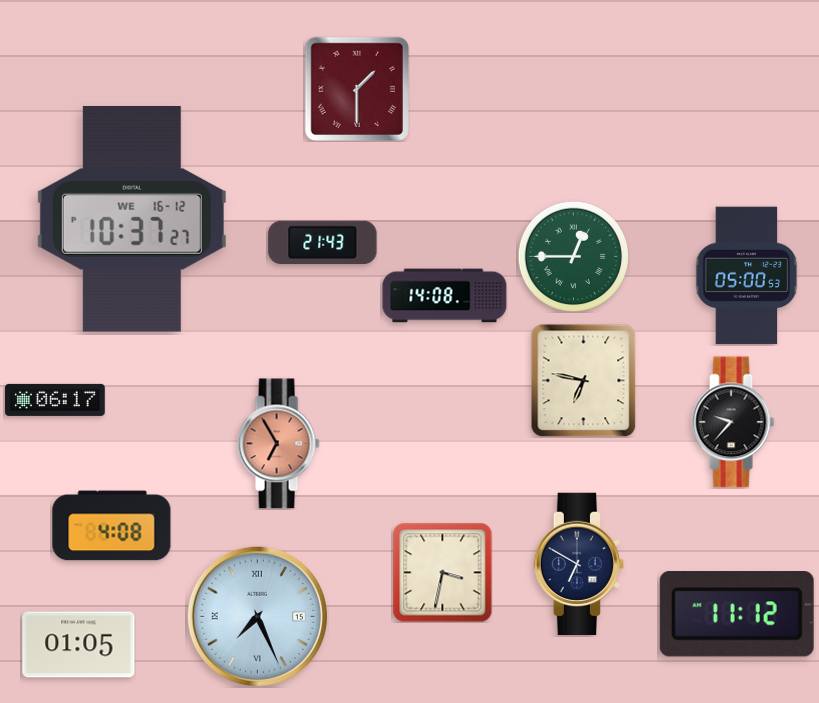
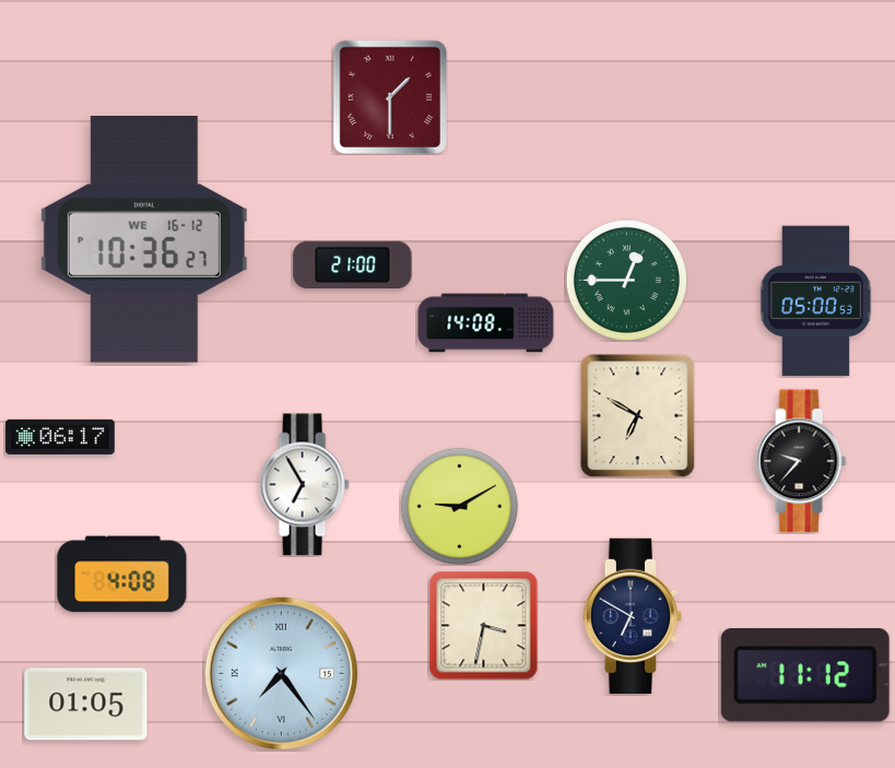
clock at (132, 220): 10:37 -> 10:36
clock at (323, 243): 21:43 -> 21:00
clock at (584, 380): 6:47 -> 6:50
clock at (278, 444) dial: salmon -> white
clock at (459, 506): none -> 9:10
clock at (737, 614) position: (737, 614) -> (805, 675)
clock at (257, 616): 7:26 -> 7:24
